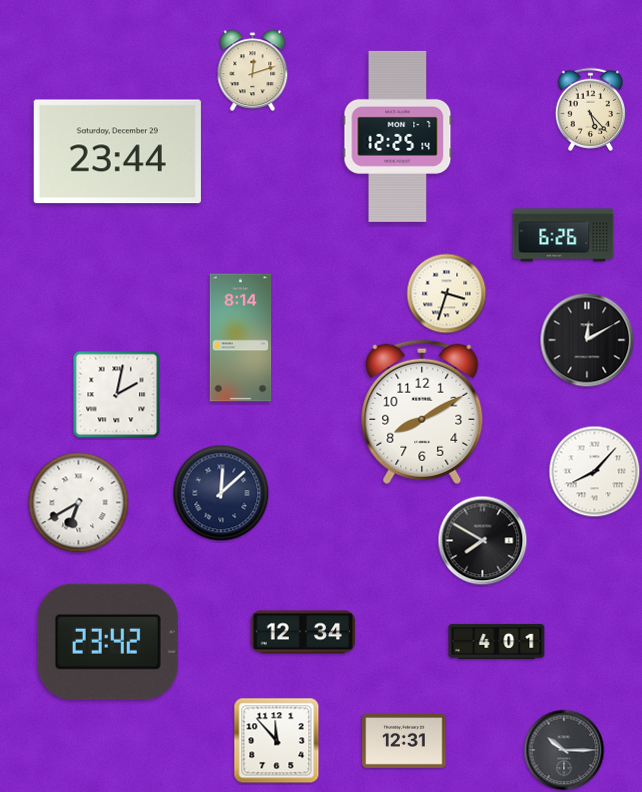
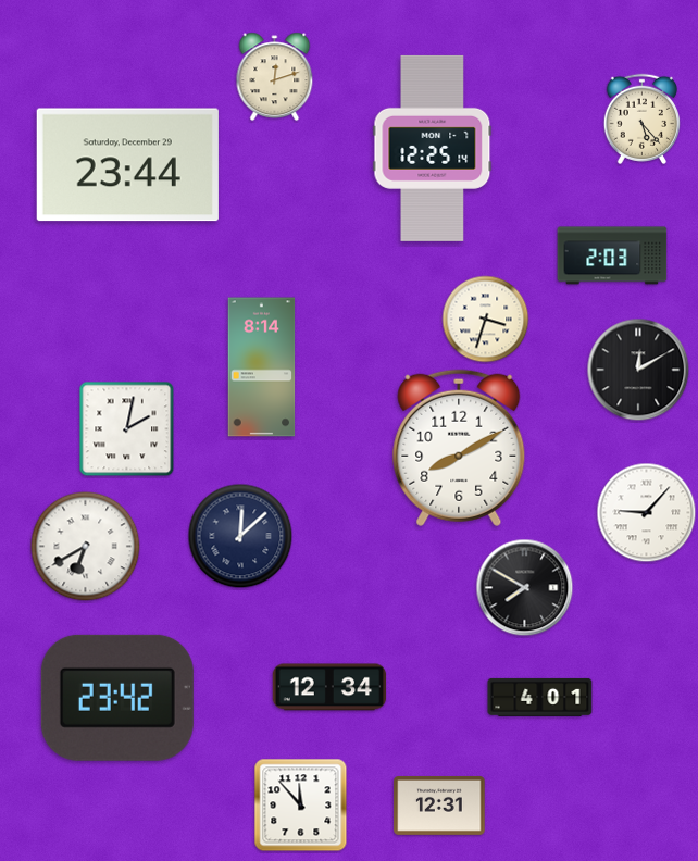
clock at (563, 235): 6:26 -> 2:03
clock at (595, 472): 8:07 -> 9:07
clock at (564, 750): 10:15 -> none
